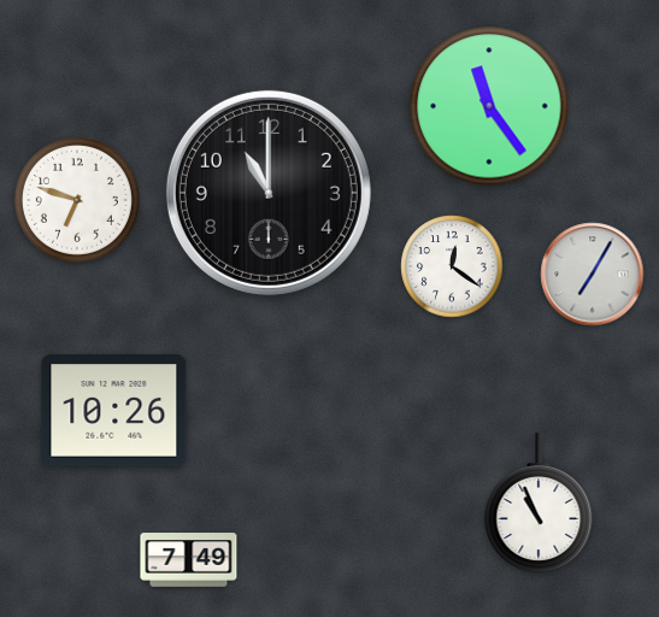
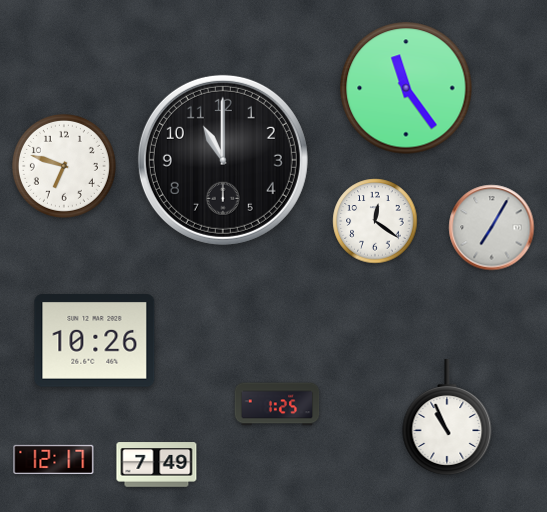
clock at (277, 404): none -> 1:25
clock at (54, 459): none -> 12:17
